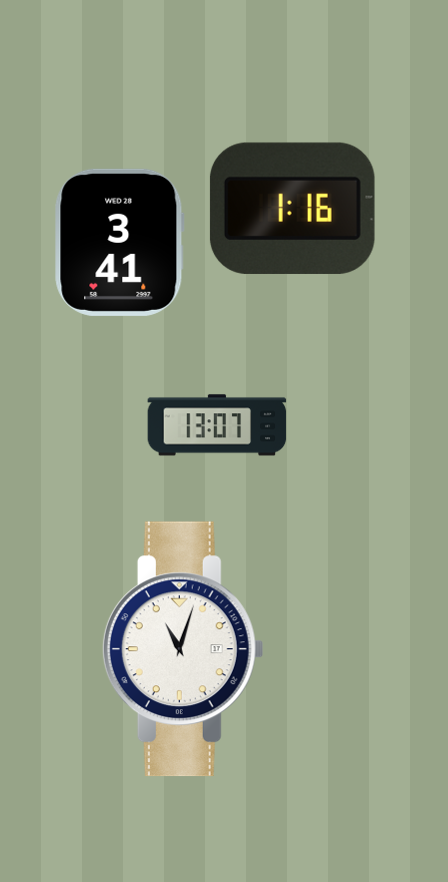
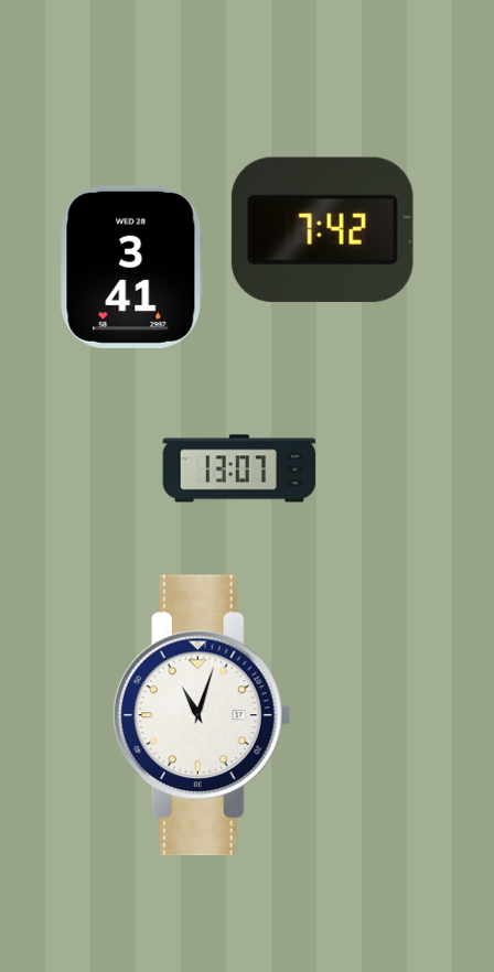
clock at (292, 208): 1:16 -> 7:42
